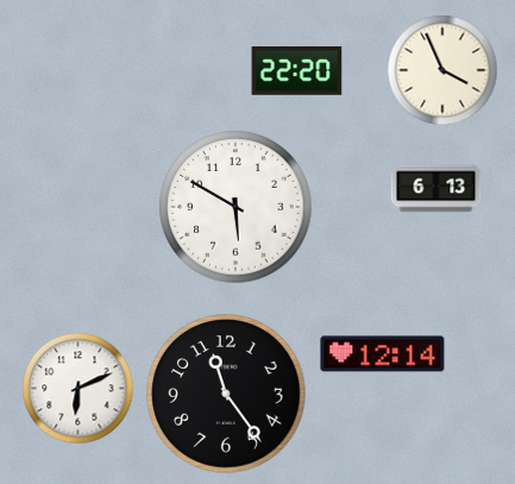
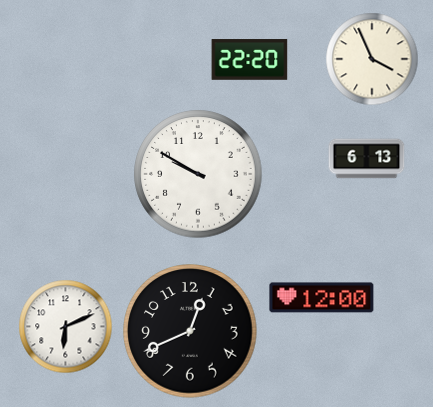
clock at (235, 207): 5:50 -> 9:50
clock at (383, 354): 12:14 -> 12:00
clock at (226, 394): 11:24 -> 12:41
